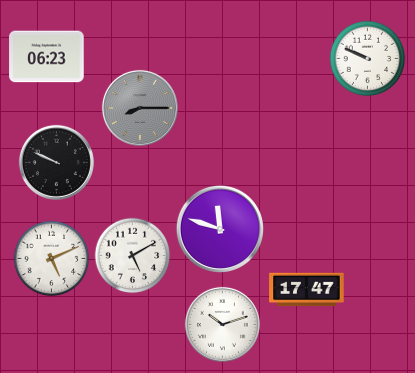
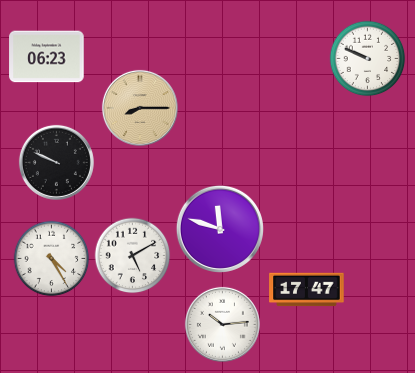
clock at (140, 108) dial: grey -> champagne
clock at (52, 259): 5:11 -> 4:25
clock at (222, 324): 10:12 -> 10:14
